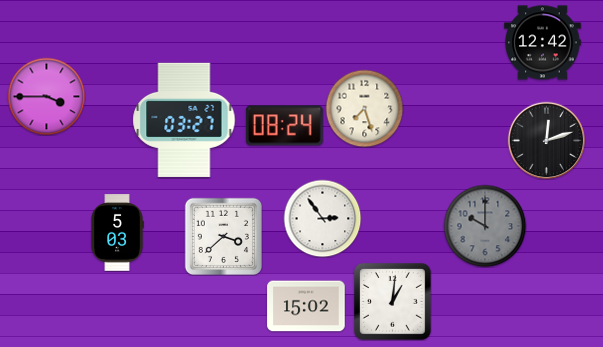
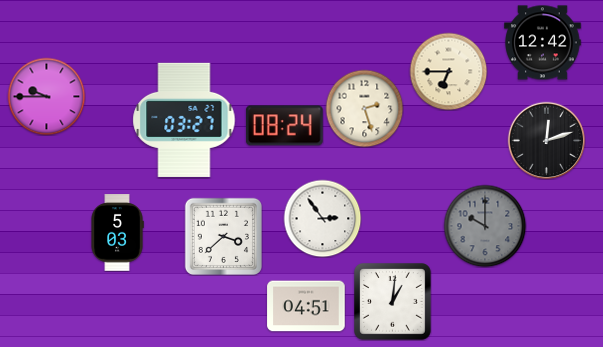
clock at (448, 71): none -> 6:45
clock at (46, 96): 3:45 -> 9:45
clock at (364, 108): 7:27 -> 2:27
clock at (306, 306): 15:02 -> 04:51
